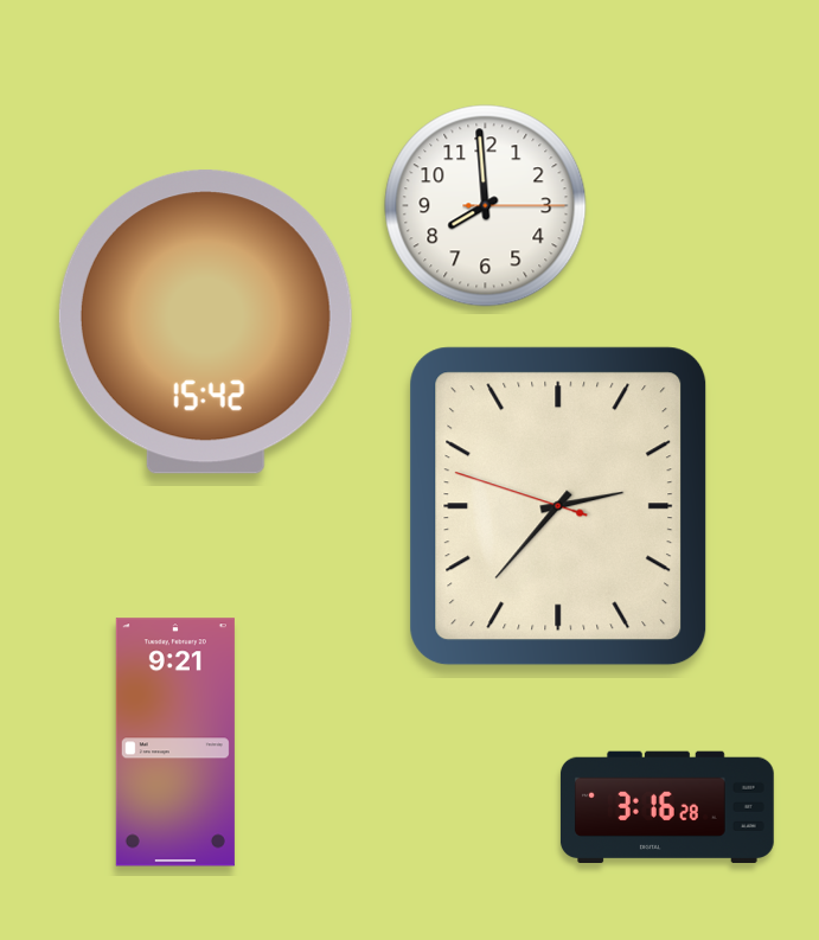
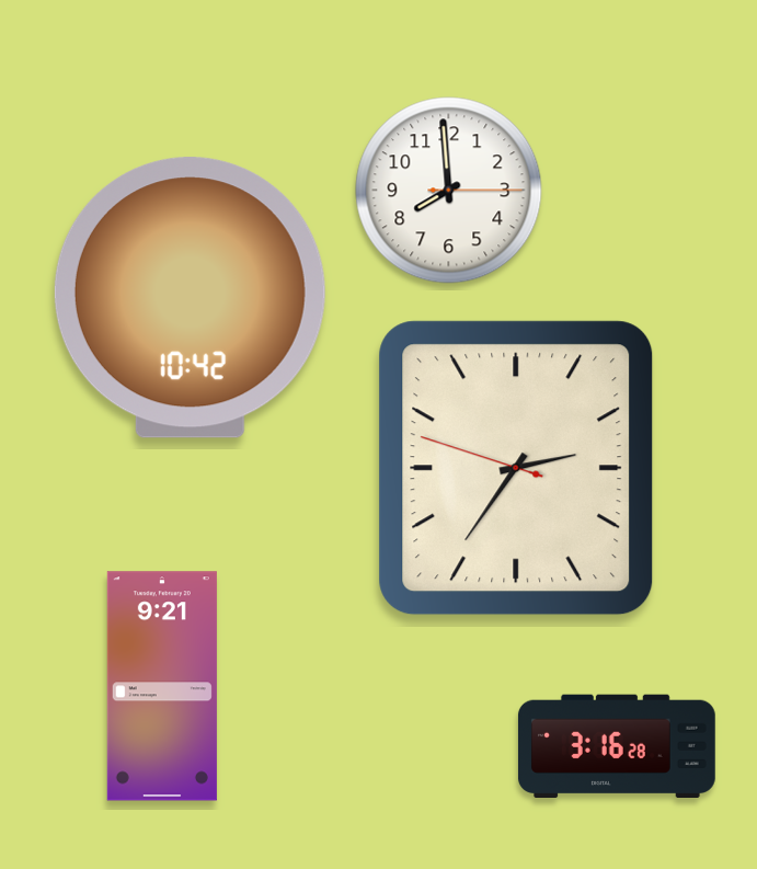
clock at (205, 322): 15:42 -> 10:42
clock at (558, 506): 2:36 -> 2:35
